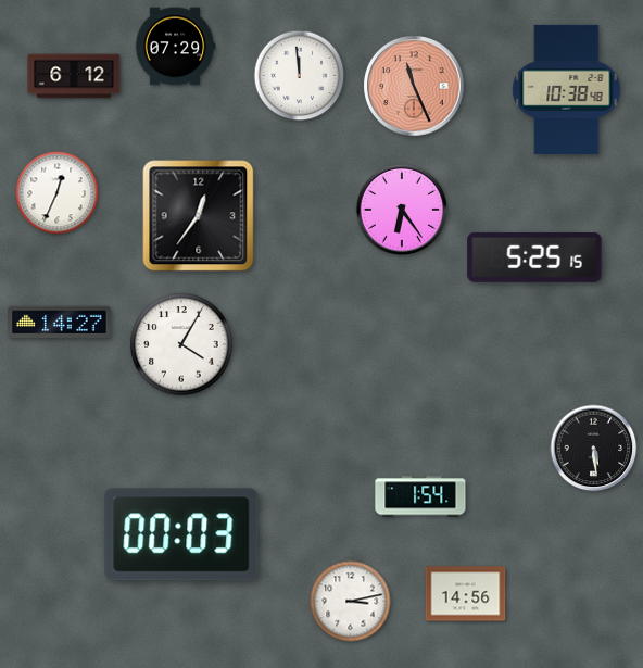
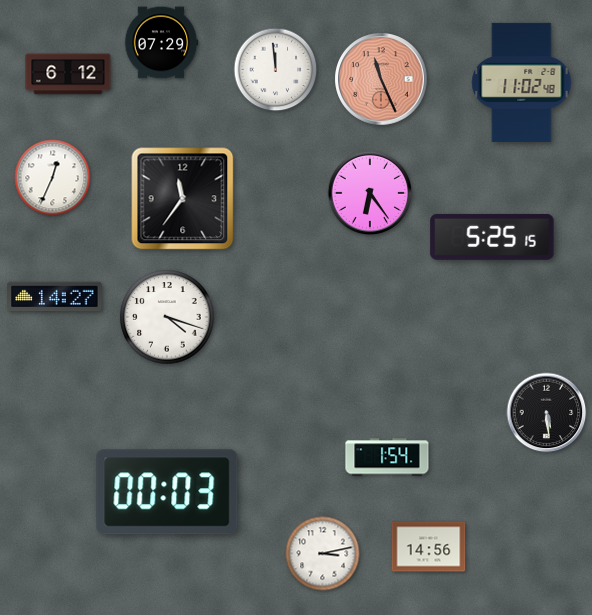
clock at (74, 76) position: (74, 76) -> (68, 74)
clock at (567, 89): 10:38 -> 11:02
clock at (199, 216): 12:36 -> 11:36
clock at (181, 344): 4:05 -> 4:18
